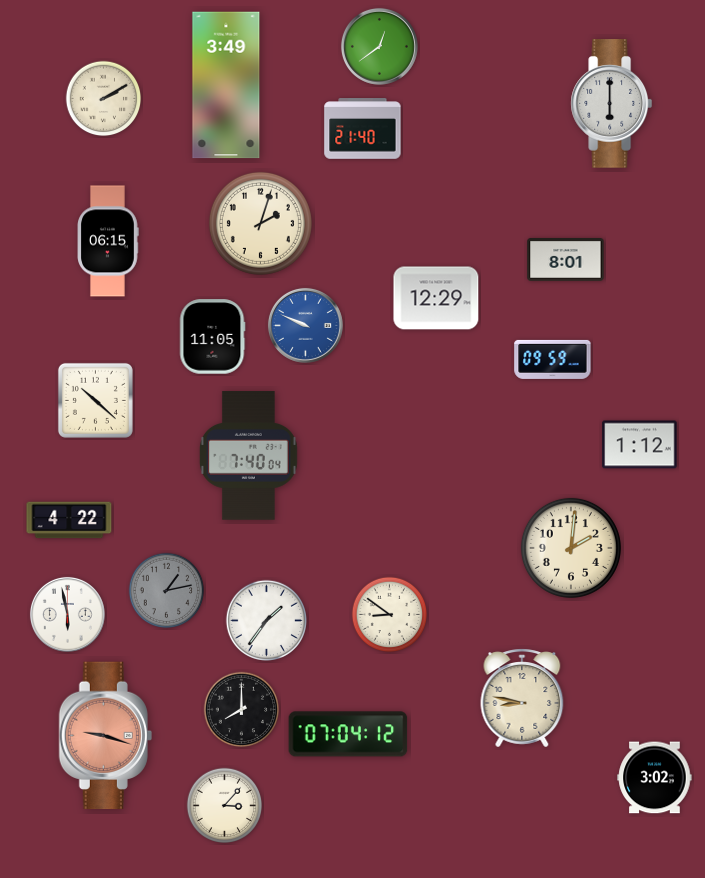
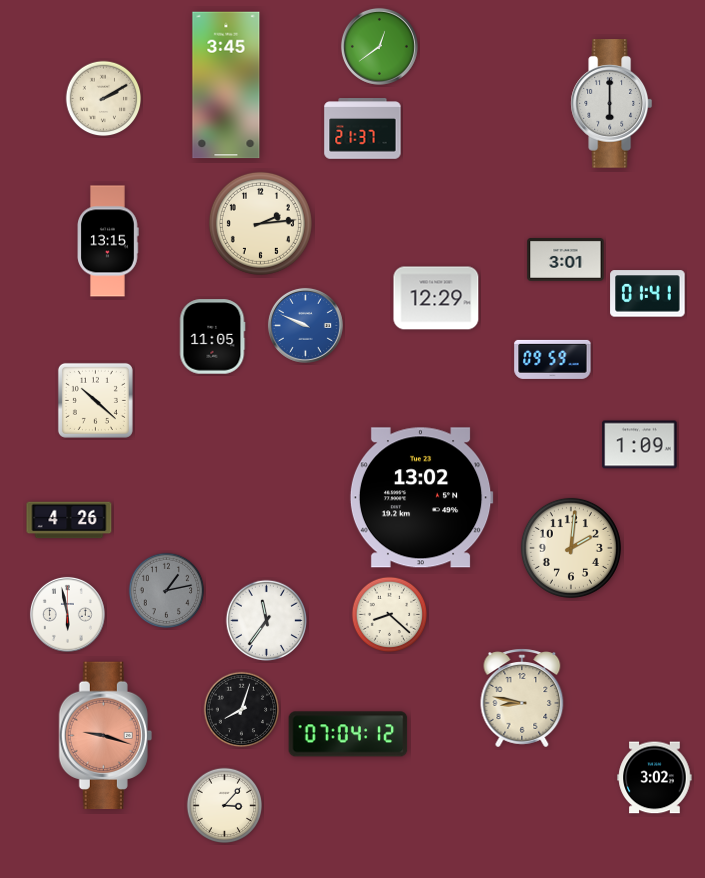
clock at (226, 85): 3:49 -> 3:45
clock at (363, 129): 21:40 -> 21:37
clock at (260, 223): 2:03 -> 2:14
clock at (108, 241): 06:15 -> 13:15
clock at (566, 260): 8:01 -> 3:01
clock at (648, 294): none -> 01:41
clock at (640, 445): 1:12 -> 1:09
clock at (249, 456): 7:40 -> none
clock at (421, 498): none -> 13:02
clock at (69, 520): 4:22 -> 4:26
clock at (390, 615): 8:51 -> 8:22
clock at (266, 620): 1:36 -> 11:36
clock at (242, 710): 8:00 -> 8:03
